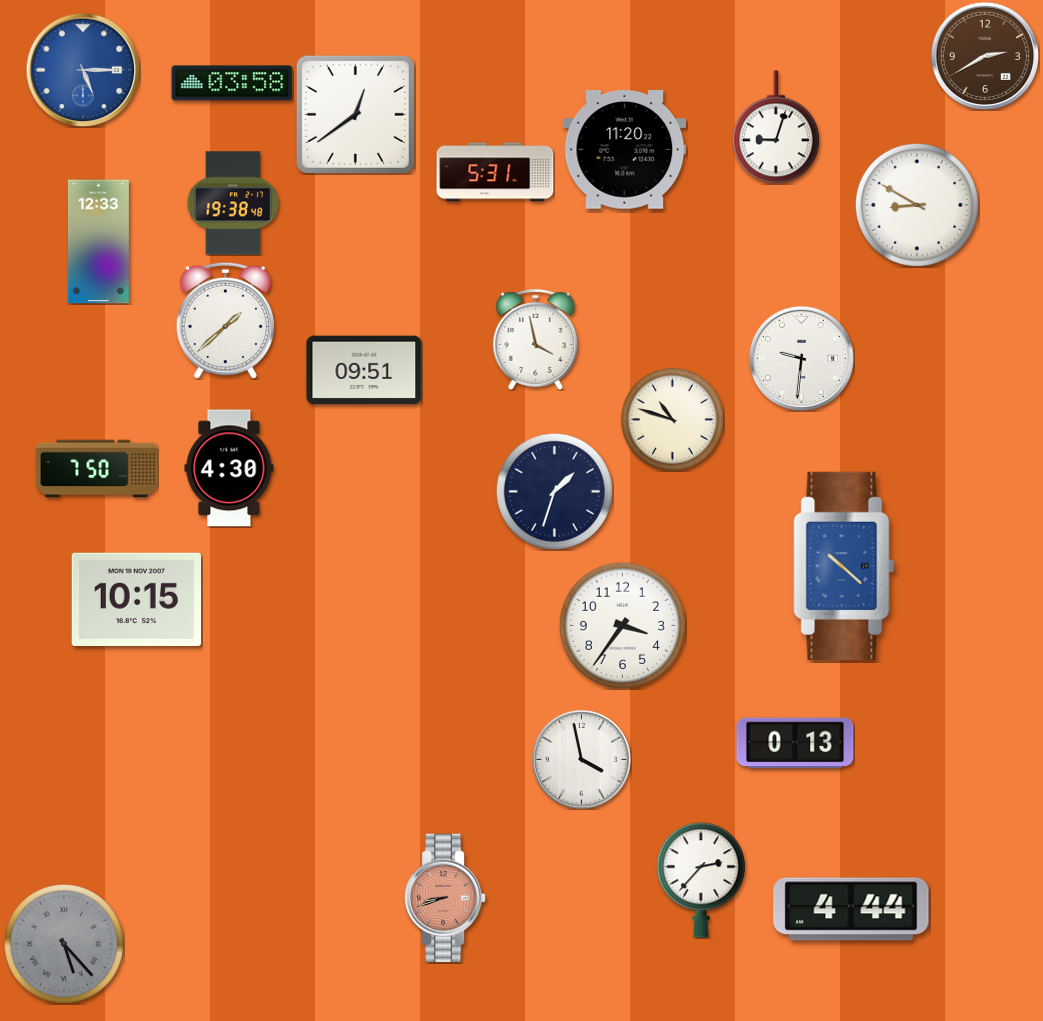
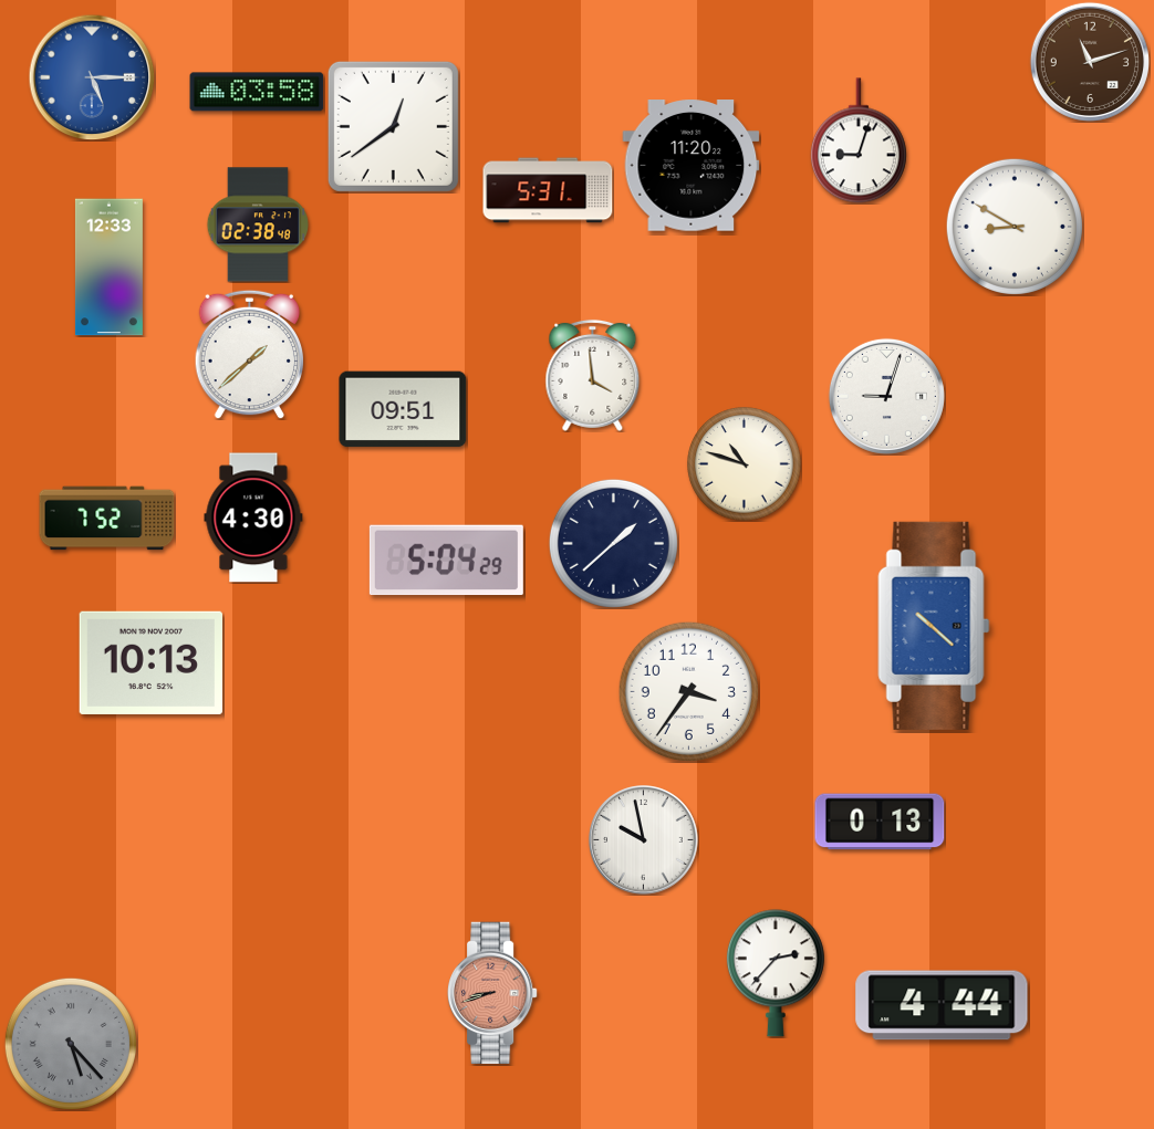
clock at (985, 56): 2:40 -> 11:12
clock at (232, 203): 19:38 -> 02:38
clock at (536, 339): 3:58 -> 3:59
clock at (801, 358): 9:31 -> 9:03
clock at (97, 469): 7:50 -> 7:52
clock at (554, 491): 1:33 -> 1:38
clock at (446, 561): none -> 5:04
clock at (136, 599): 10:15 -> 10:13
clock at (582, 760): 3:58 -> 9:58
